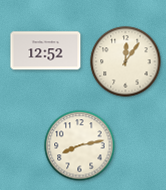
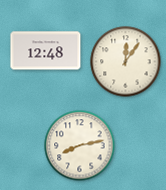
clock at (46, 51): 12:52 -> 12:48
